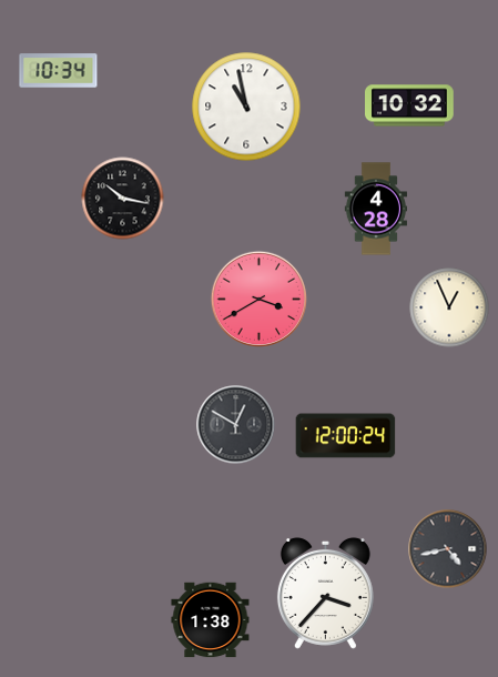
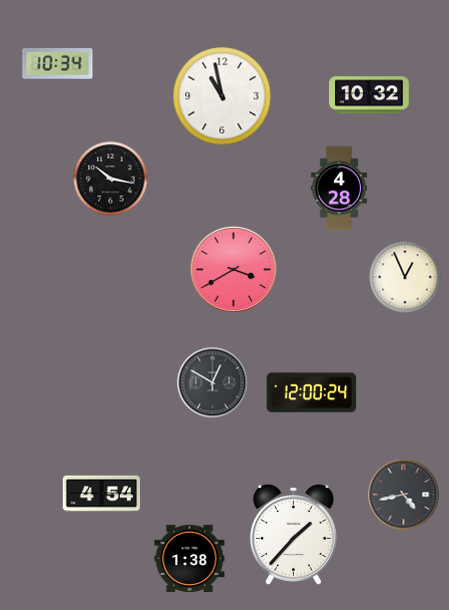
clock at (59, 71) position: (59, 71) -> (58, 64)
clock at (101, 494): none -> 4:54
clock at (325, 593): 3:37 -> 1:37
